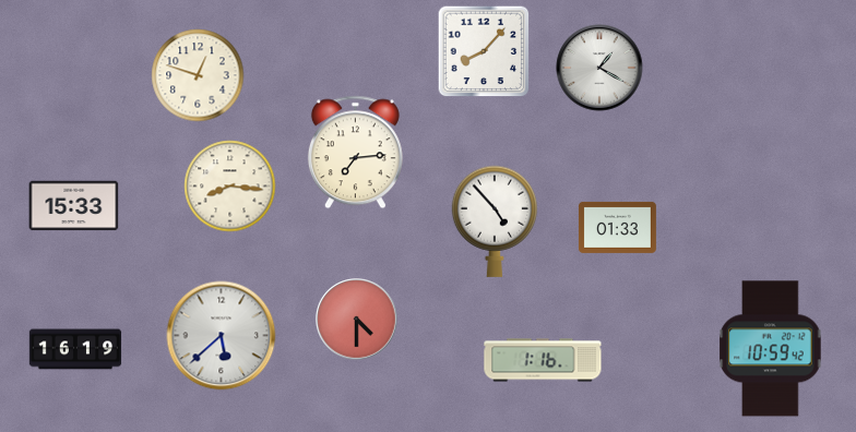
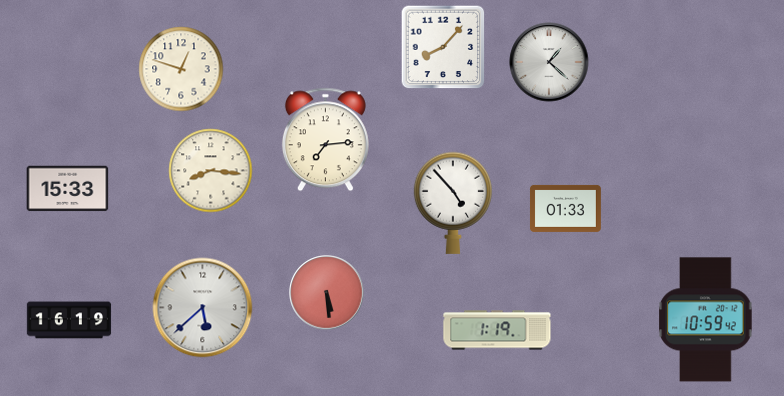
clock at (599, 68): 1:20 -> 1:22
clock at (357, 320): 4:30 -> 5:29
clock at (543, 360): 1:16 -> 1:19
